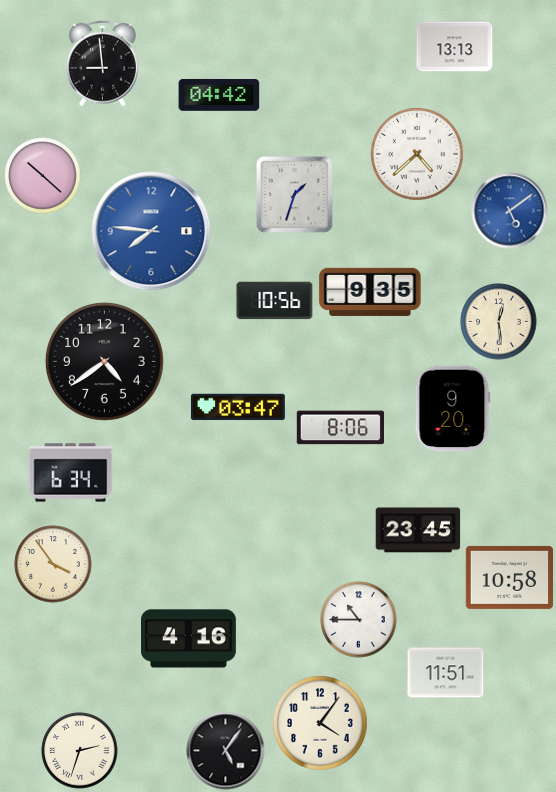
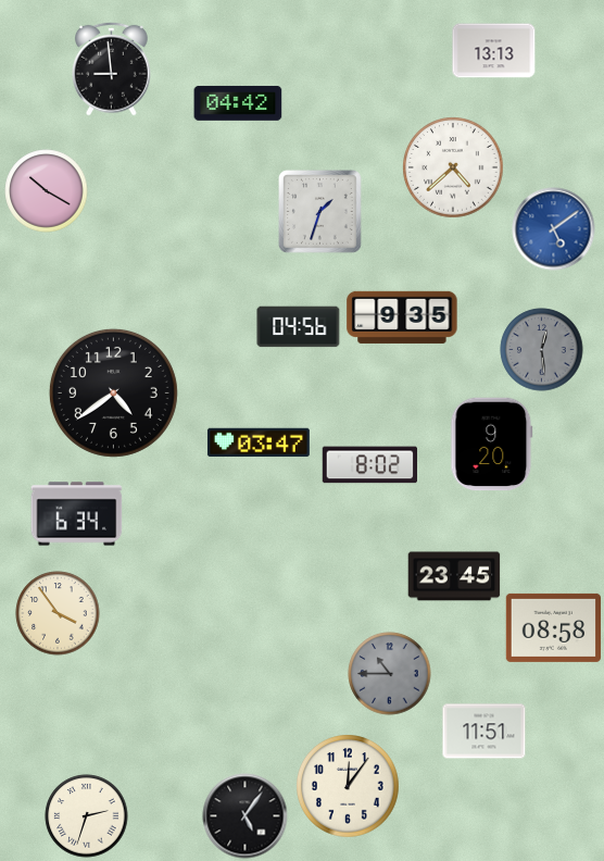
clock at (43, 176): 10:22 -> 10:20
clock at (151, 231): 7:46 -> none
clock at (275, 301): 10:56 -> 04:56
clock at (499, 322) dial: cream -> grey
clock at (340, 428): 8:06 -> 8:02
clock at (509, 577): 10:58 -> 08:58
clock at (359, 620) dial: white -> grey
clock at (189, 639): 4:16 -> none
clock at (320, 723): 4:06 -> 12:06
